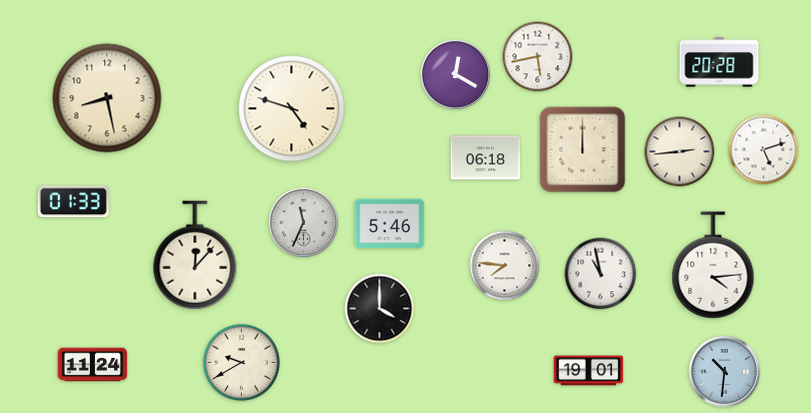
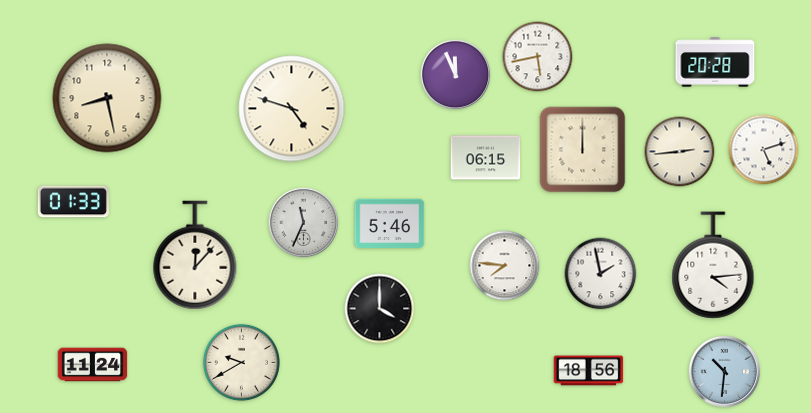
clock at (719, 62) position: (719, 62) -> (715, 62)
clock at (456, 75): 12:20 -> 11:56
clock at (486, 158): 06:18 -> 06:15
clock at (601, 274): 10:58 -> 1:58
clock at (589, 371): 19:01 -> 18:56
